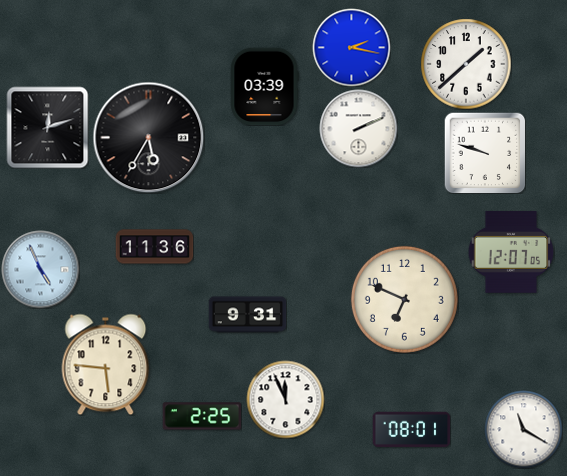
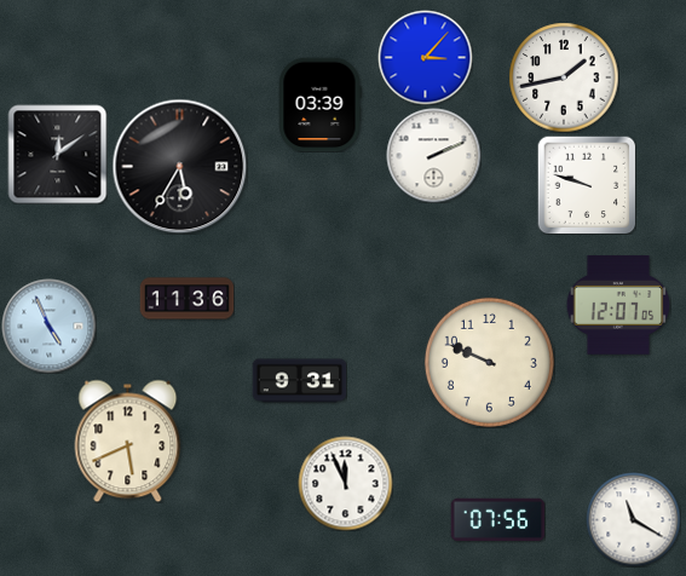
clock at (351, 47): 2:17 -> 3:07
clock at (466, 64): 1:38 -> 1:43
clock at (47, 127): 12:12 -> 12:09
clock at (404, 299): 6:49 -> 9:49
clock at (106, 364): 5:46 -> 5:41
clock at (202, 416): 2:25 -> none
clock at (411, 429): 08:01 -> 07:56
